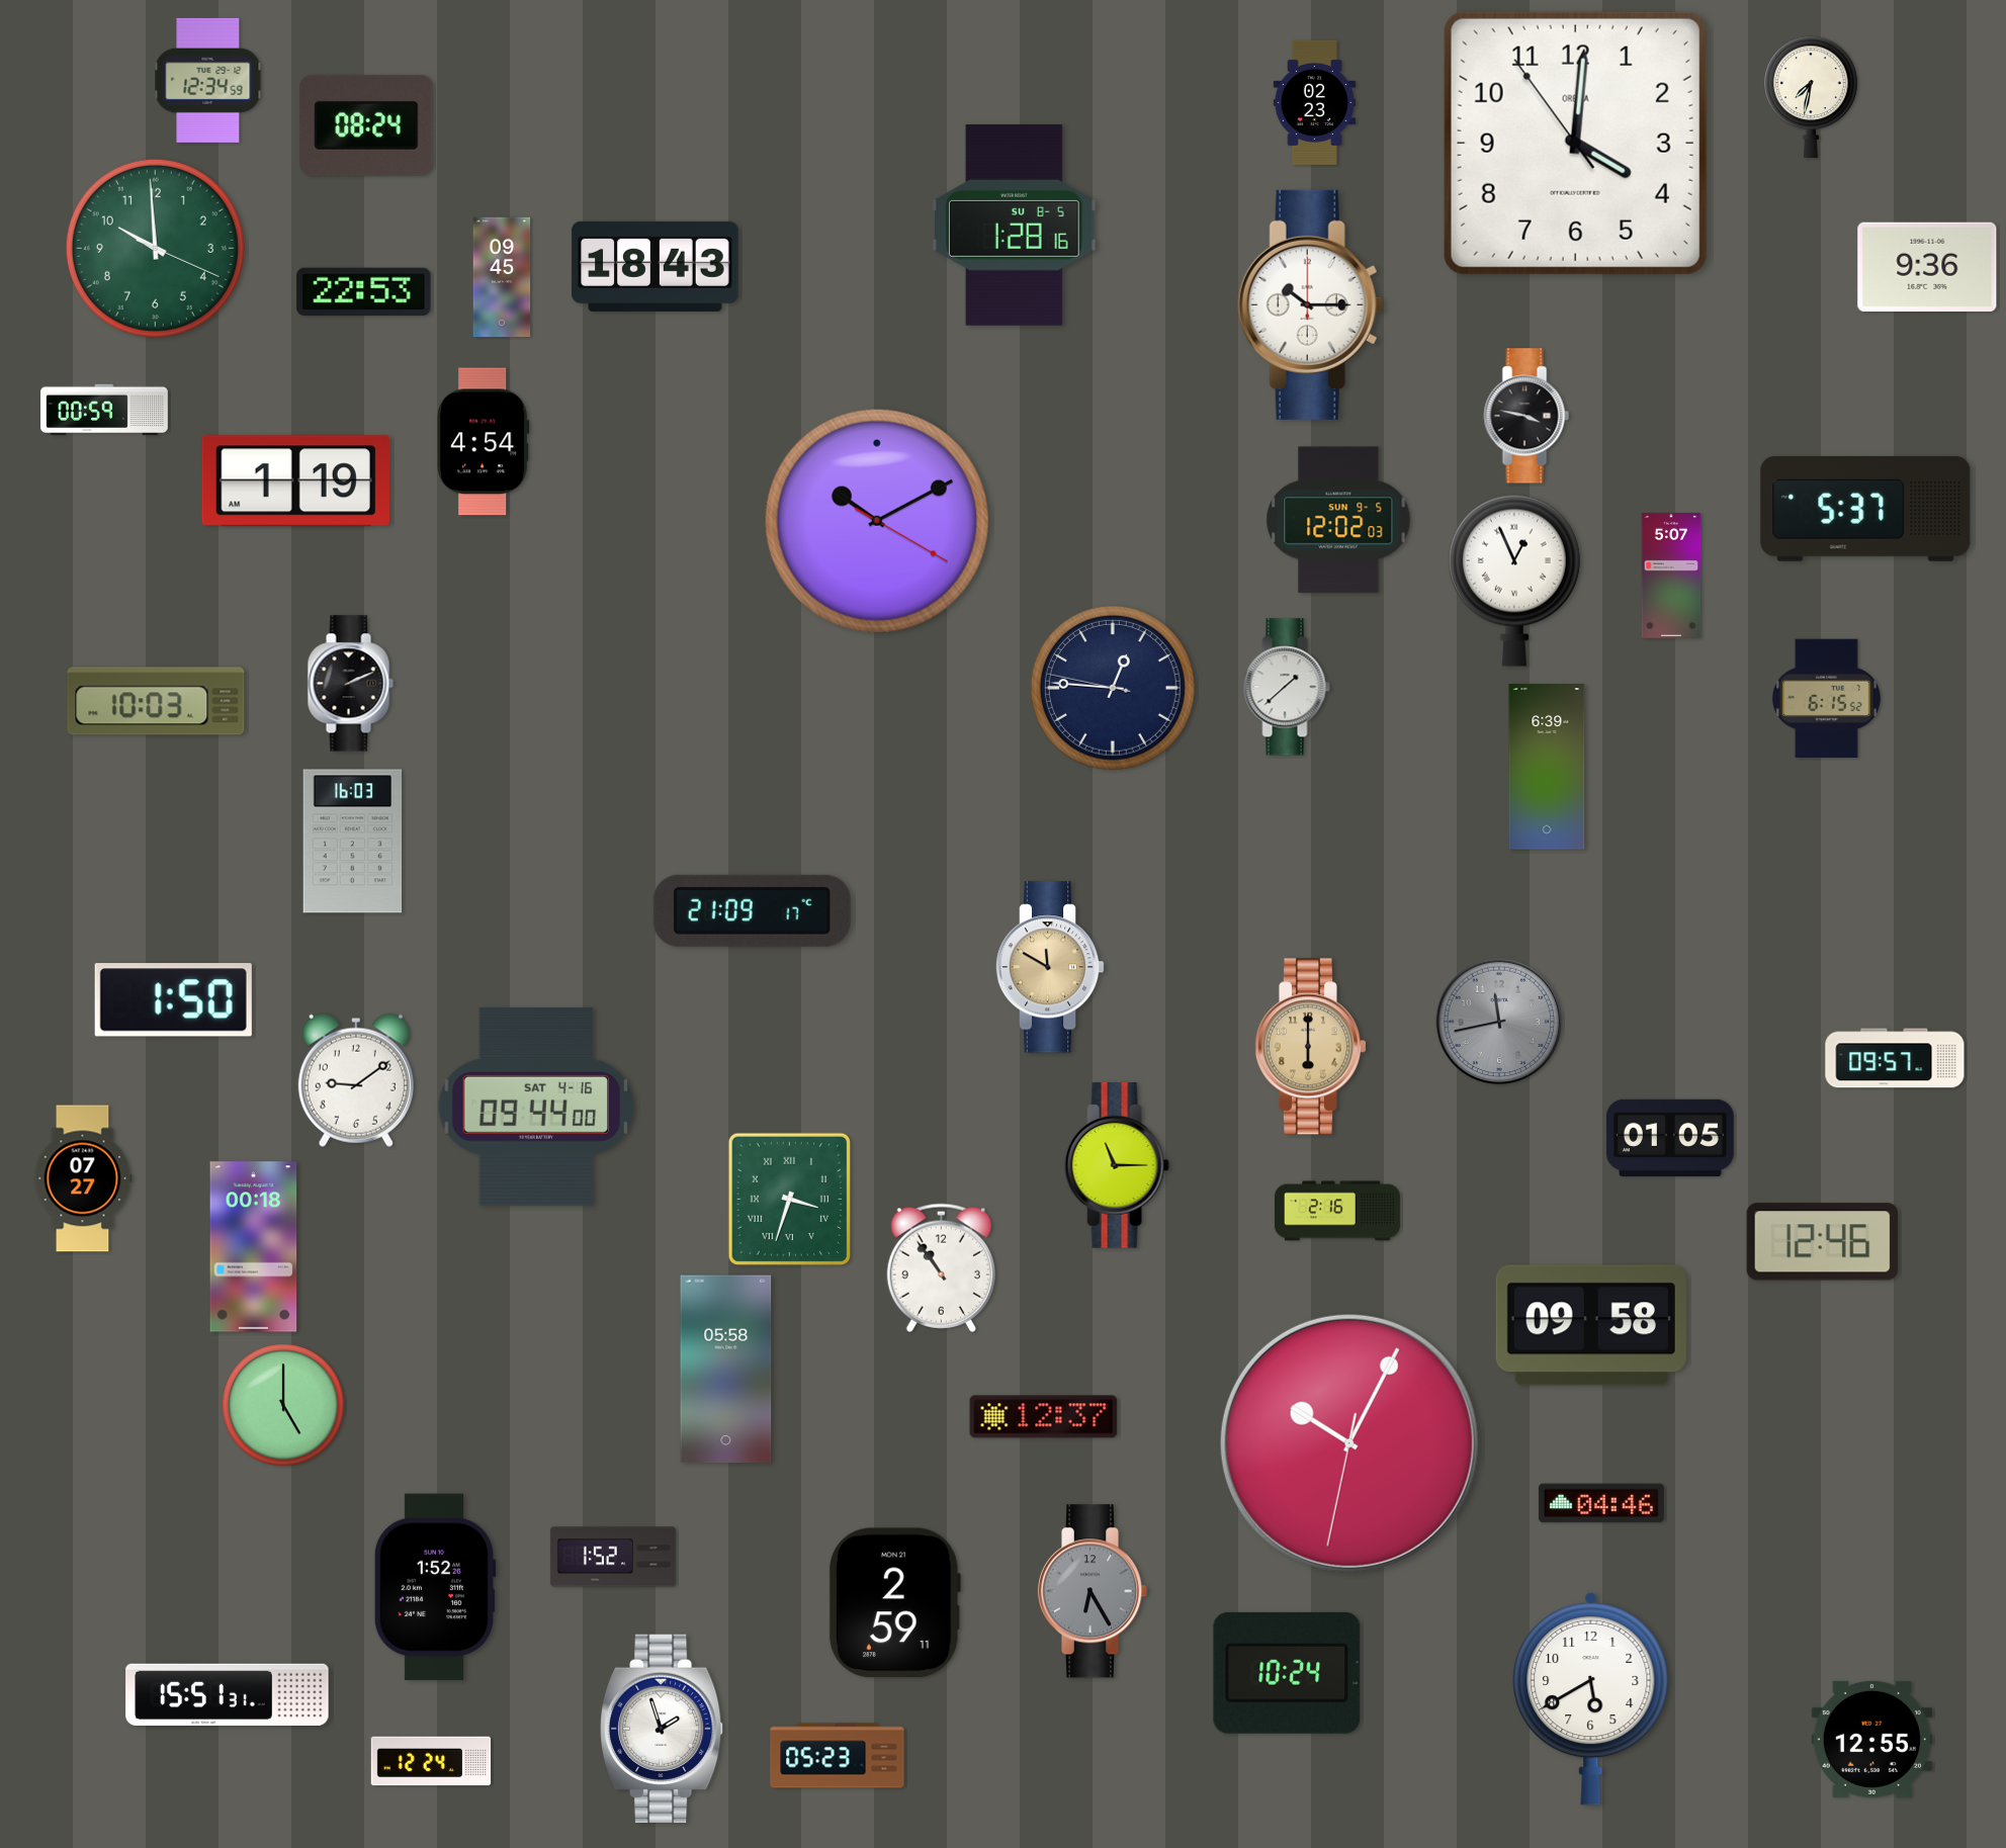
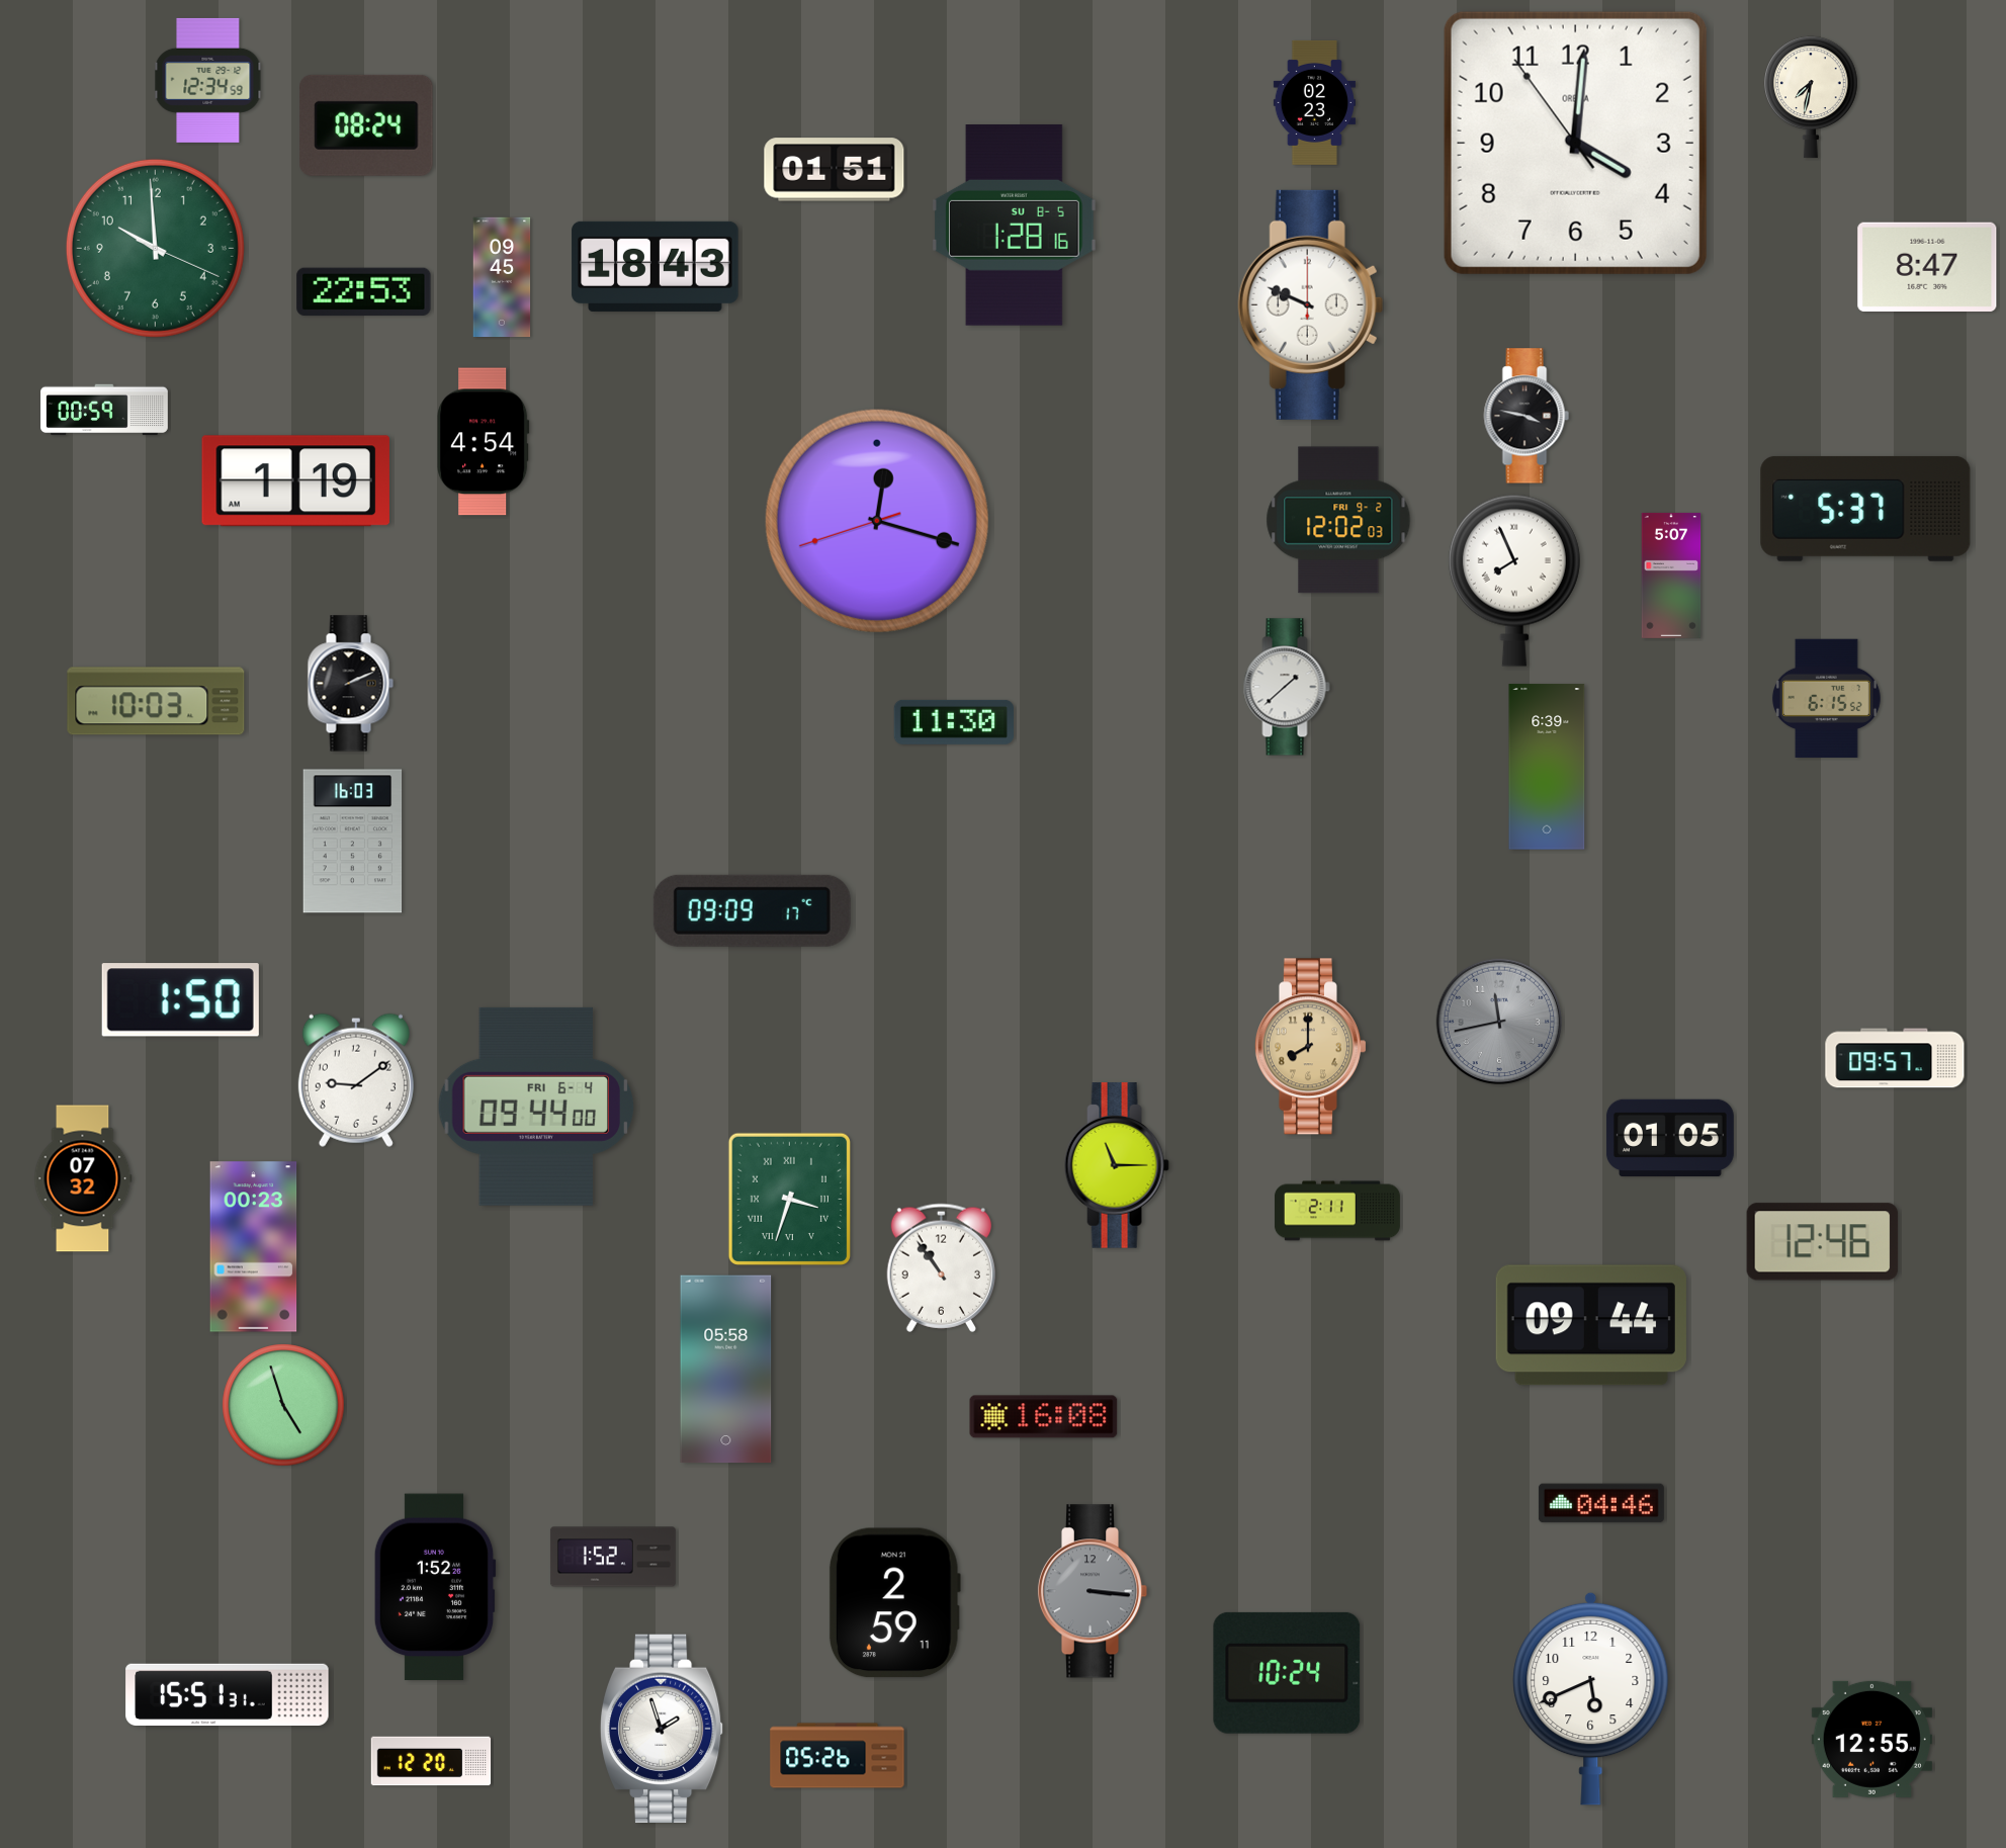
clock at (835, 170): none -> 01:51
clock at (1927, 267): 9:36 -> 8:47
clock at (1310, 304): 10:15 -> 9:49
clock at (1338, 520) date: SUN 9-5 -> FRI 9-2
clock at (877, 521): 10:10 -> 12:17
clock at (1514, 581): 12:56 -> 7:56
clock at (1113, 688): 12:45 -> none
clock at (953, 722): none -> 11:30
clock at (752, 910): 21:09 -> 09:09
clock at (1050, 967): 11:50 -> none
clock at (173, 1000) position: (173, 1000) -> (180, 1000)
clock at (1310, 1047): 6:00 -> 8:00
clock at (536, 1107) date: SAT 4-16 -> FRI 6-4
clock at (83, 1178): 07:27 -> 07:32
clock at (1337, 1211): 2:16 -> 2:11
clock at (254, 1247): 00:18 -> 00:23
clock at (1591, 1325): 09:58 -> 09:44
clock at (283, 1405): 5:00 -> 4:57
clock at (1044, 1417): 12:37 -> 16:08
clock at (1349, 1443): 10:04 -> none
clock at (1093, 1591): 6:25 -> 3:16
clock at (1591, 1698): 5:40 -> 5:41
clock at (838, 1756): 05:23 -> 05:26
clock at (431, 1761): 12:24 -> 12:20
